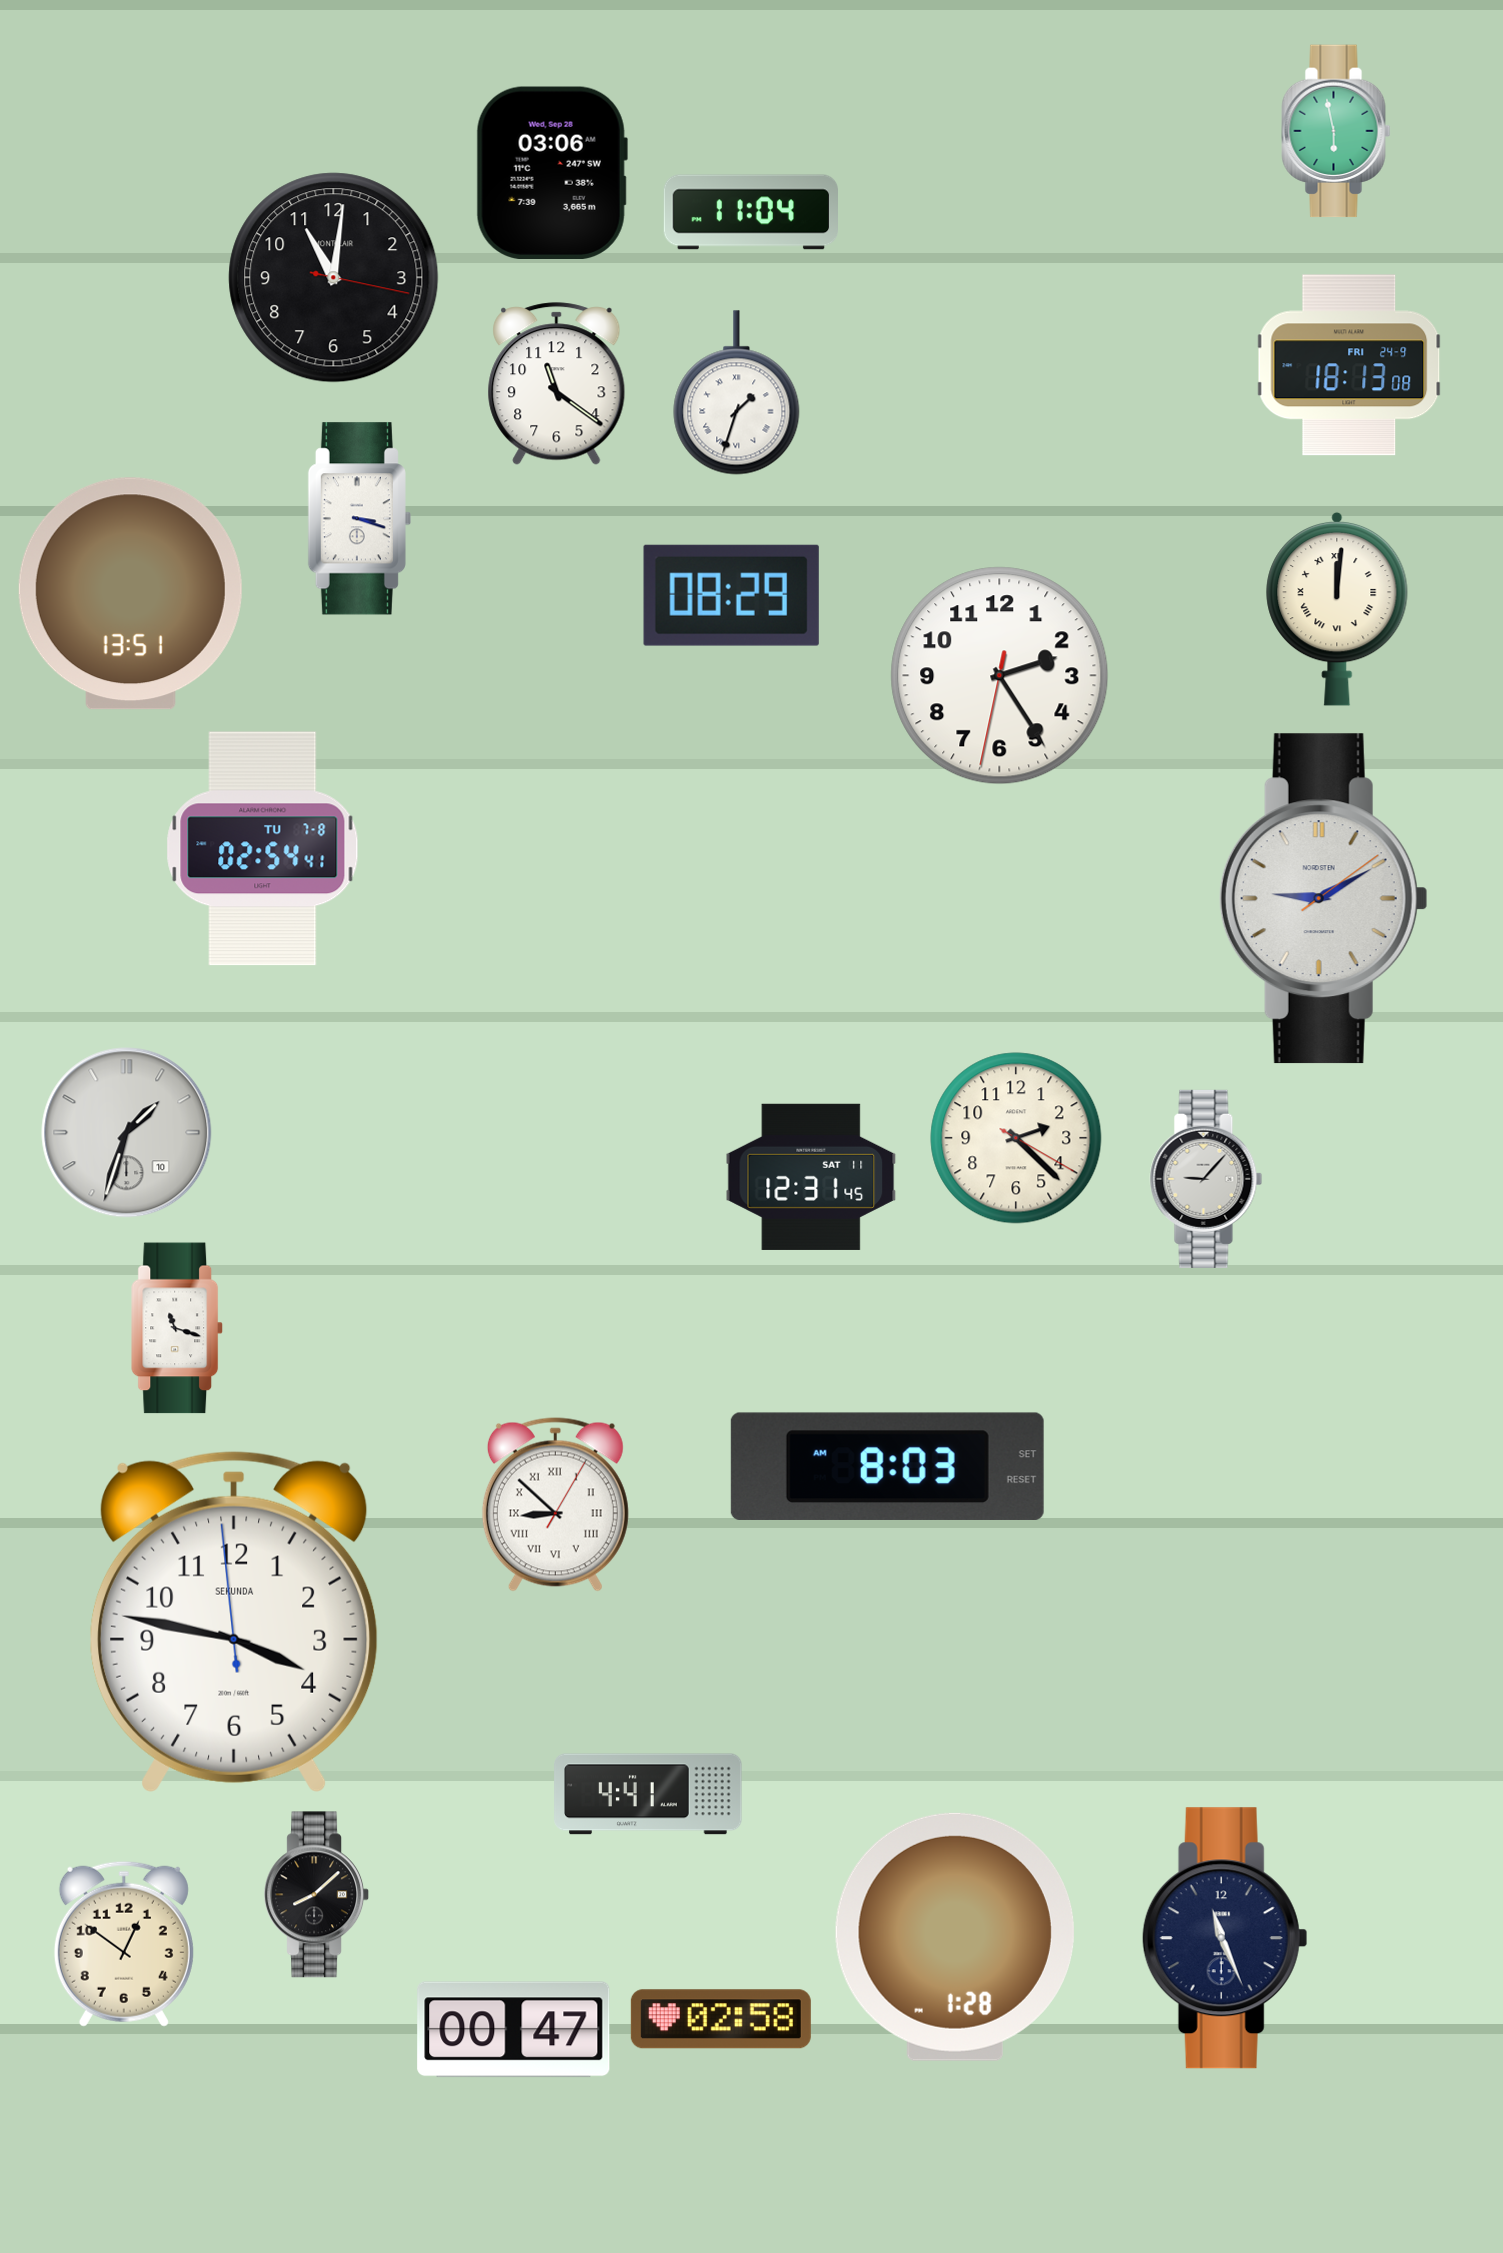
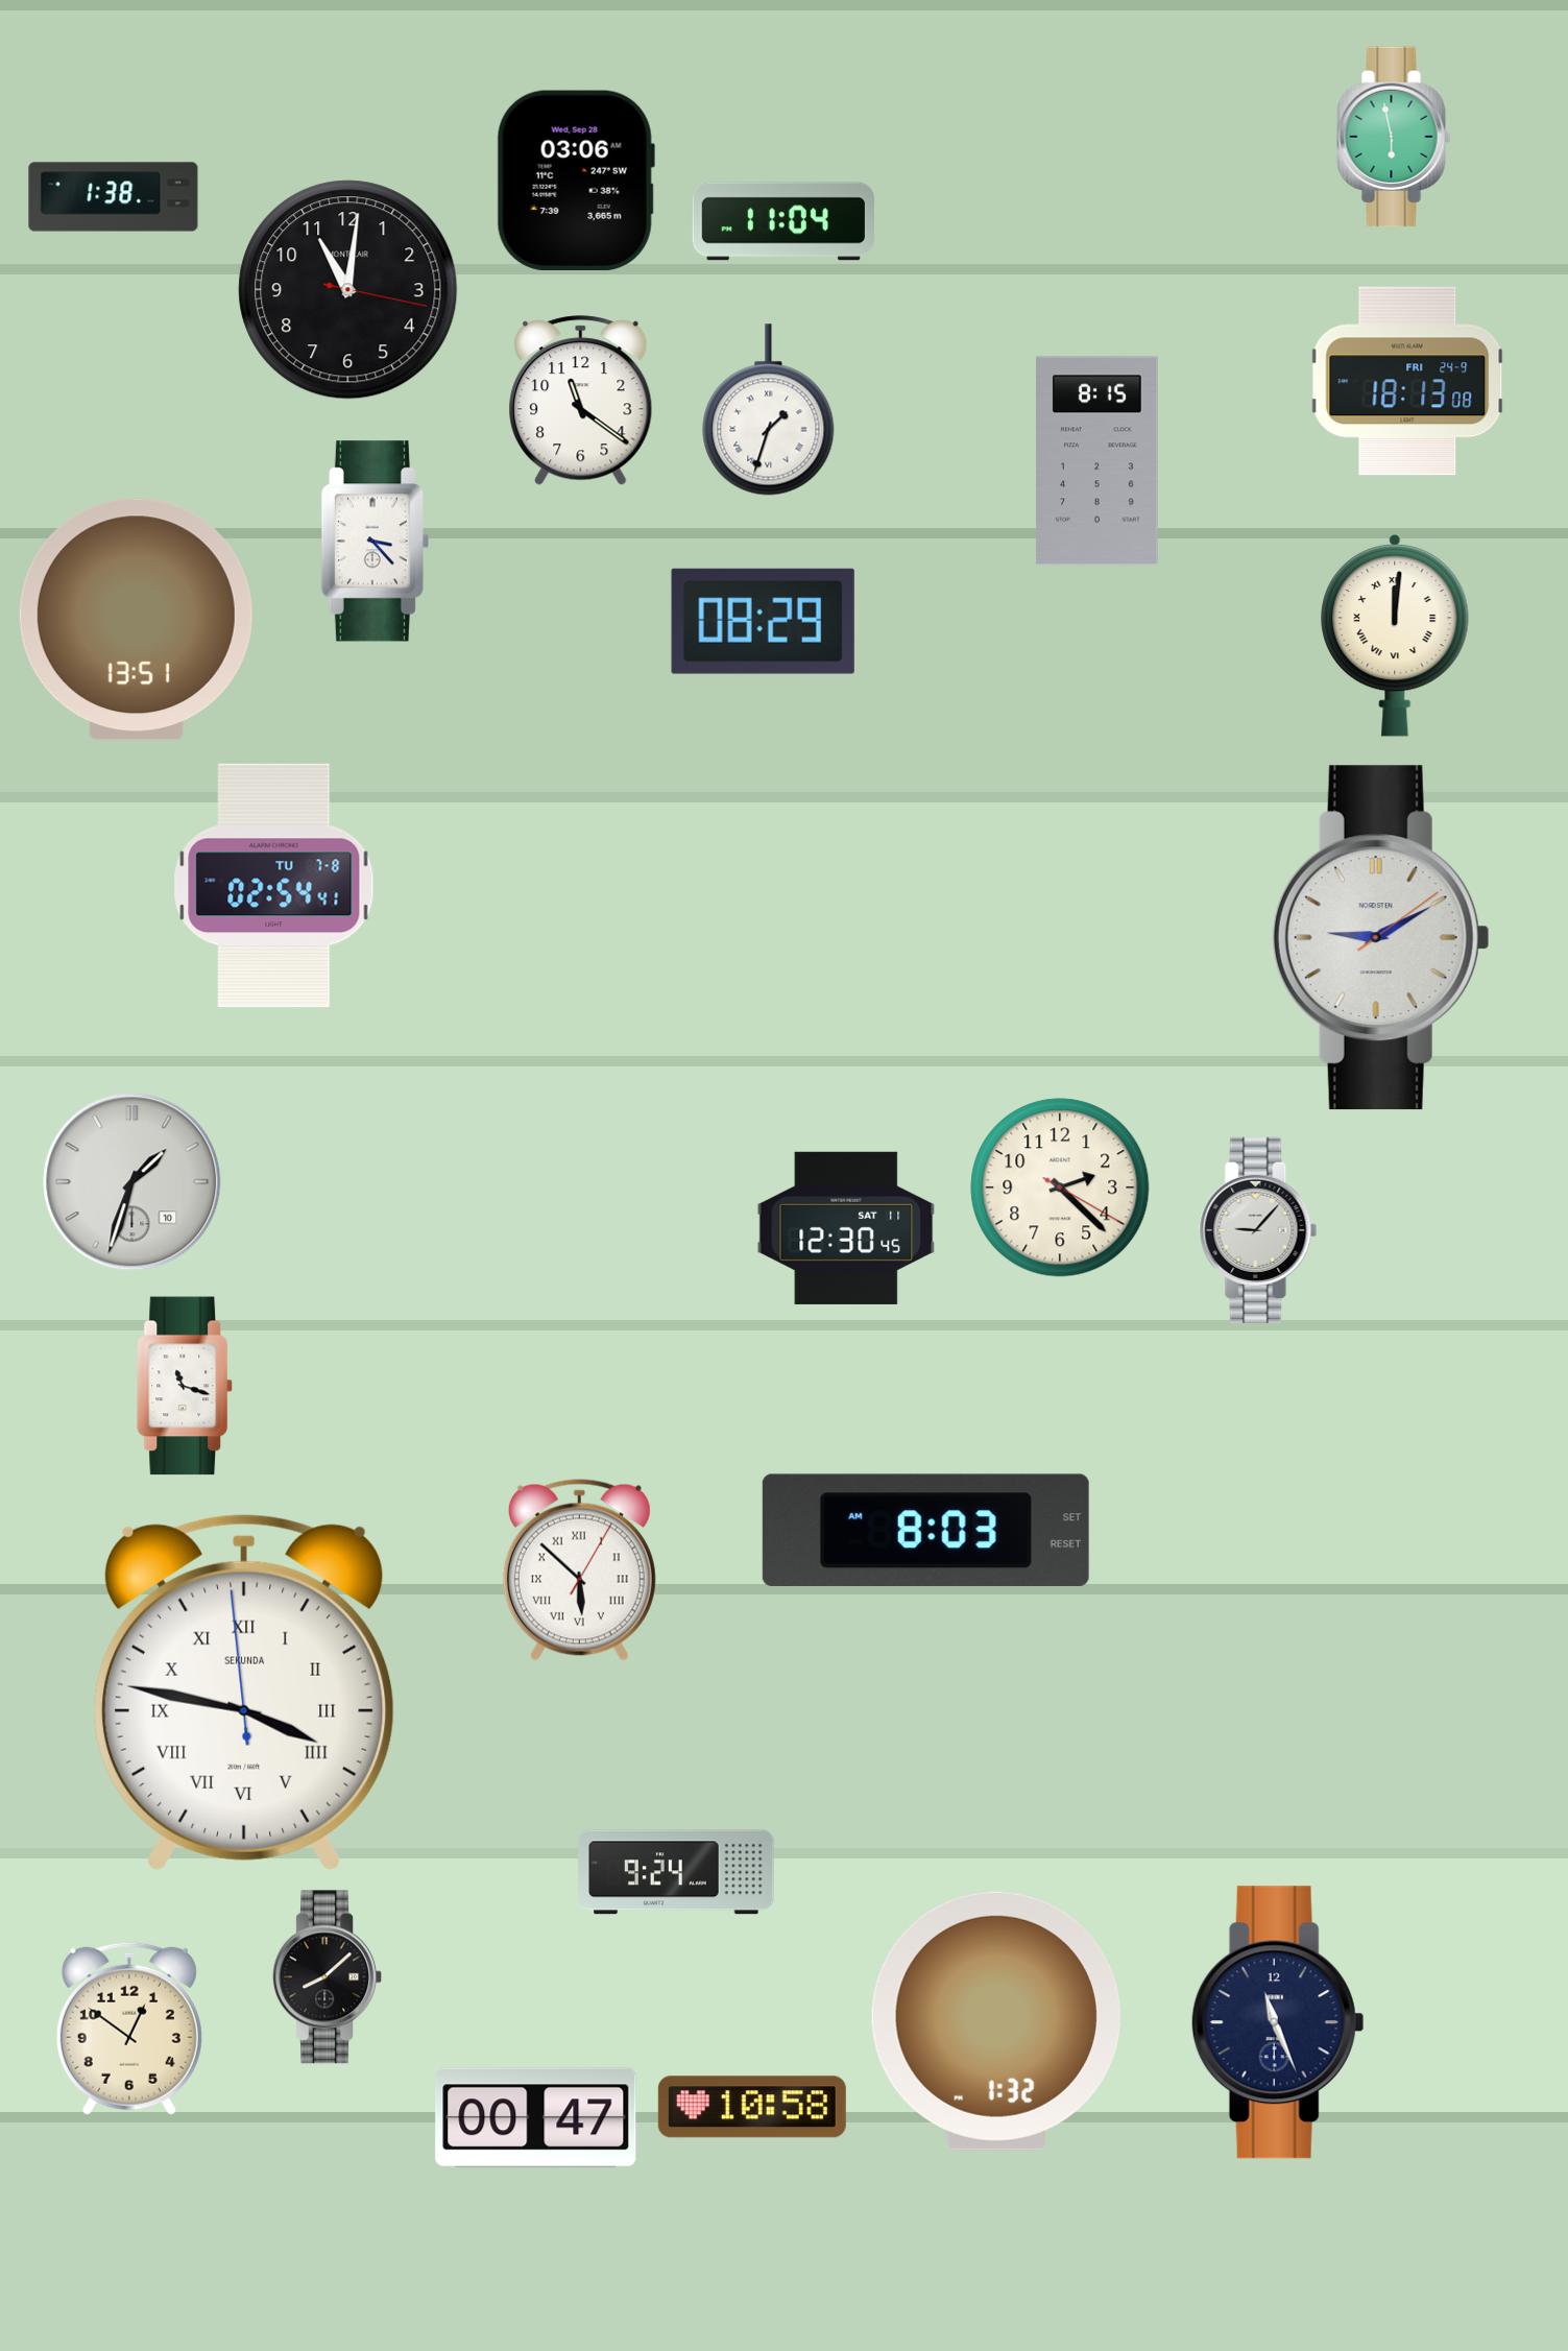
clock at (114, 197): none -> 1:38
clock at (1097, 461): none -> 8:15
clock at (359, 519): 3:18 -> 3:23
clock at (1000, 676): 2:24 -> none
clock at (811, 1177): 12:31 -> 12:30
clock at (555, 1505): 8:52 -> 5:52
clock at (235, 1621) numerals: Arabic -> Roman
clock at (648, 1794): 4:41 -> 9:24
clock at (317, 1895) position: (317, 1895) -> (328, 1977)
clock at (955, 1937): 1:28 -> 1:32
clock at (721, 2019): 02:58 -> 10:58
